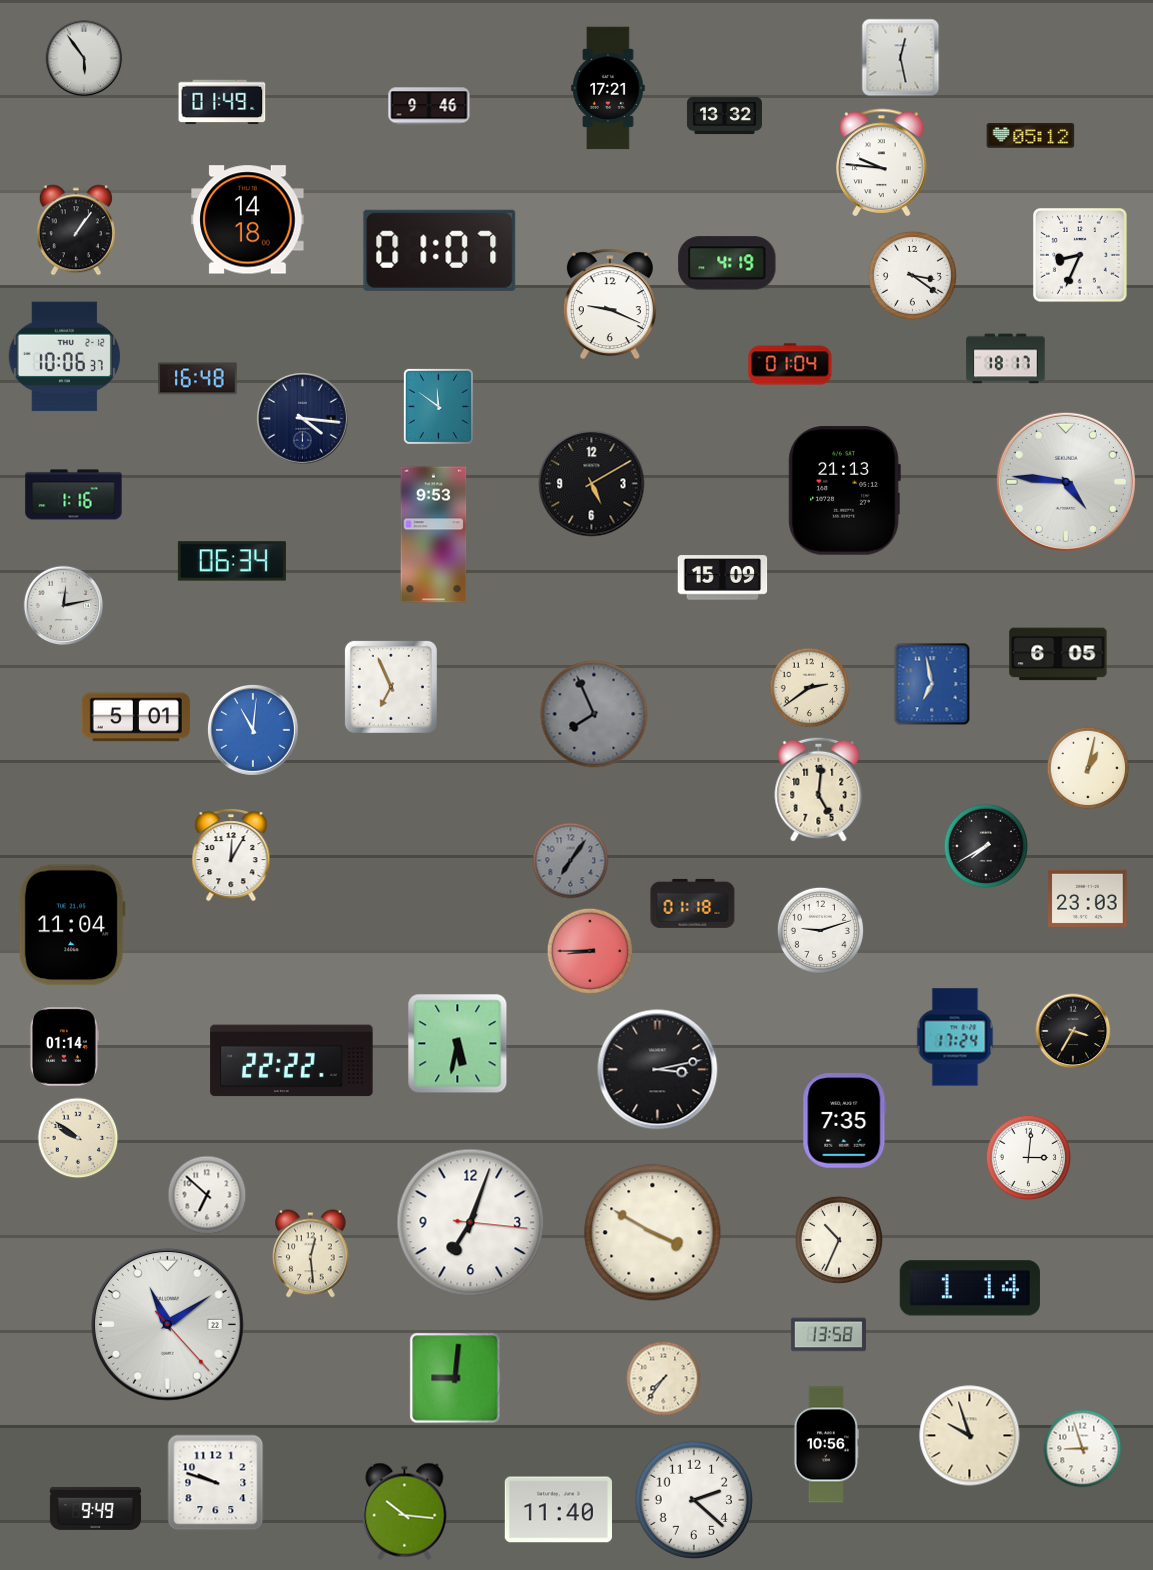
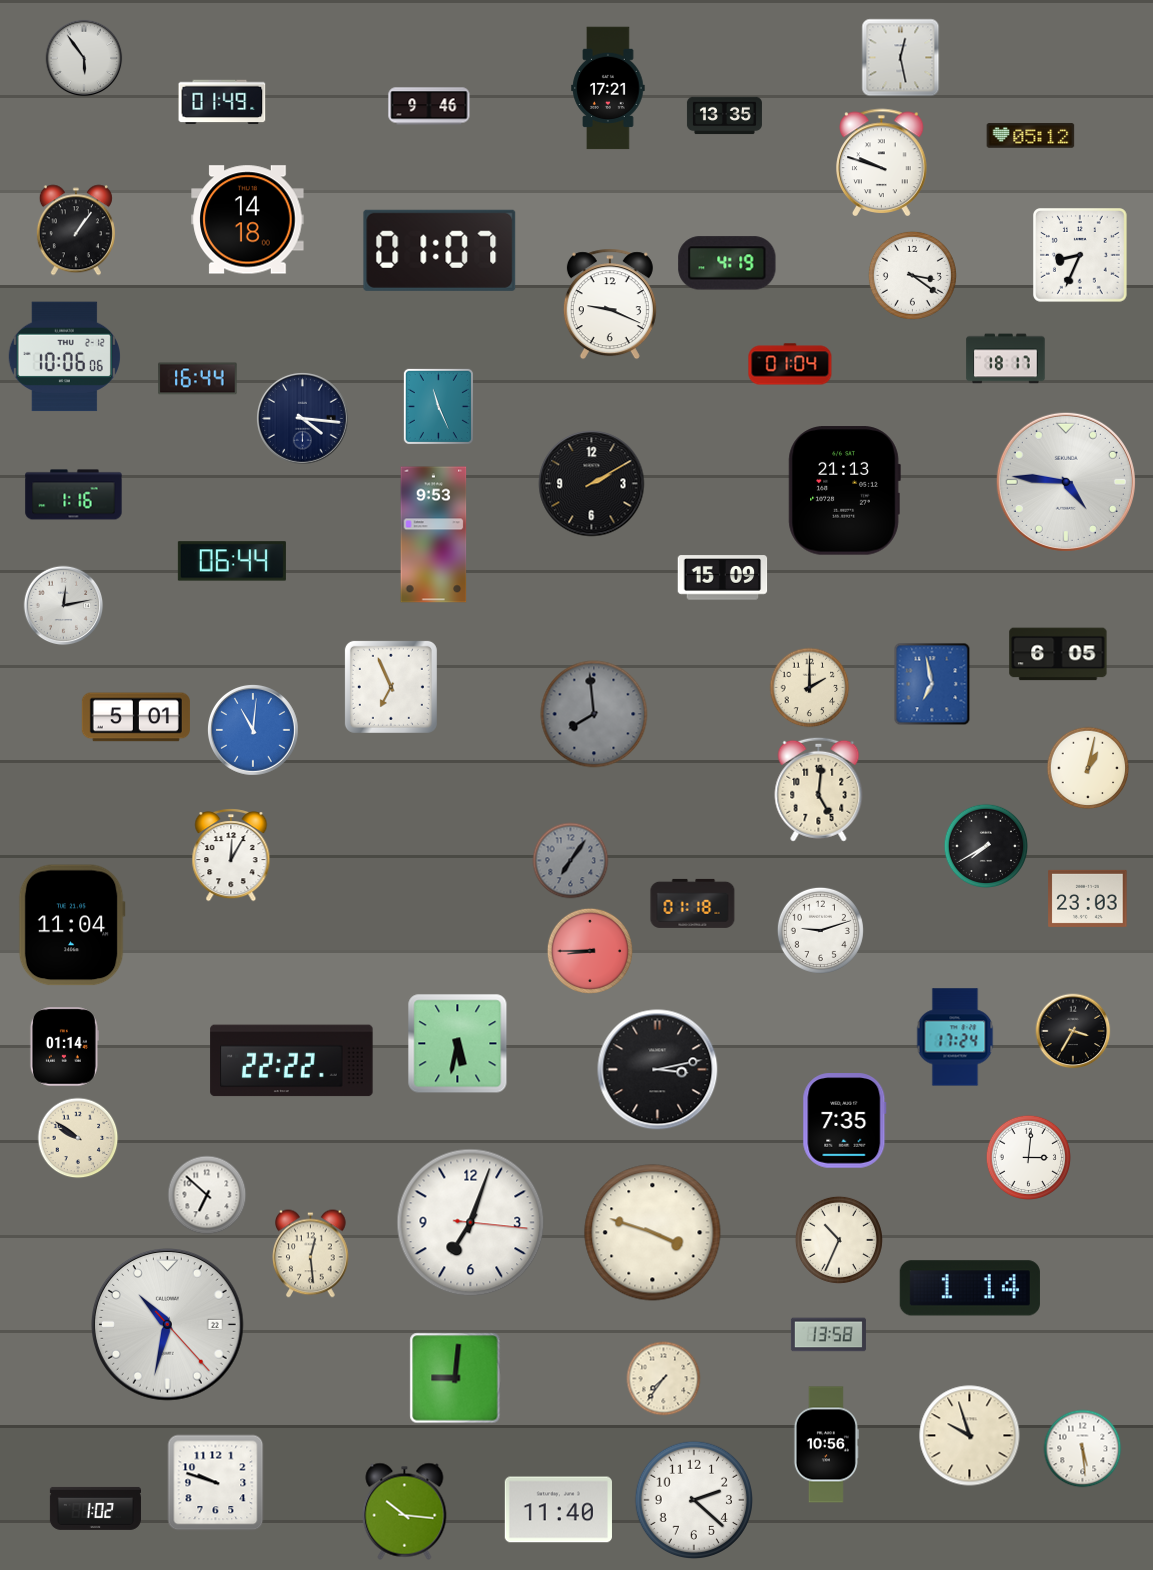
clock at (724, 116): 13:32 -> 13:35
clock at (882, 162): 9:46 -> 9:48
clock at (64, 357): 10:06:37 -> 10:06:06
clock at (198, 379): 16:48 -> 16:44
clock at (438, 406): 11:51 -> 11:26
clock at (592, 484): 5:10 -> 2:10
clock at (232, 561): 06:34 -> 06:44
clock at (810, 688): 2:39 -> 2:00
clock at (594, 714): 7:56 -> 7:59
clock at (653, 1233): 3:50 -> 3:48
clock at (167, 1324): 11:09 -> 10:32
clock at (1083, 1449): 8:57 -> 5:29
clock at (95, 1508): 9:49 -> 1:02
